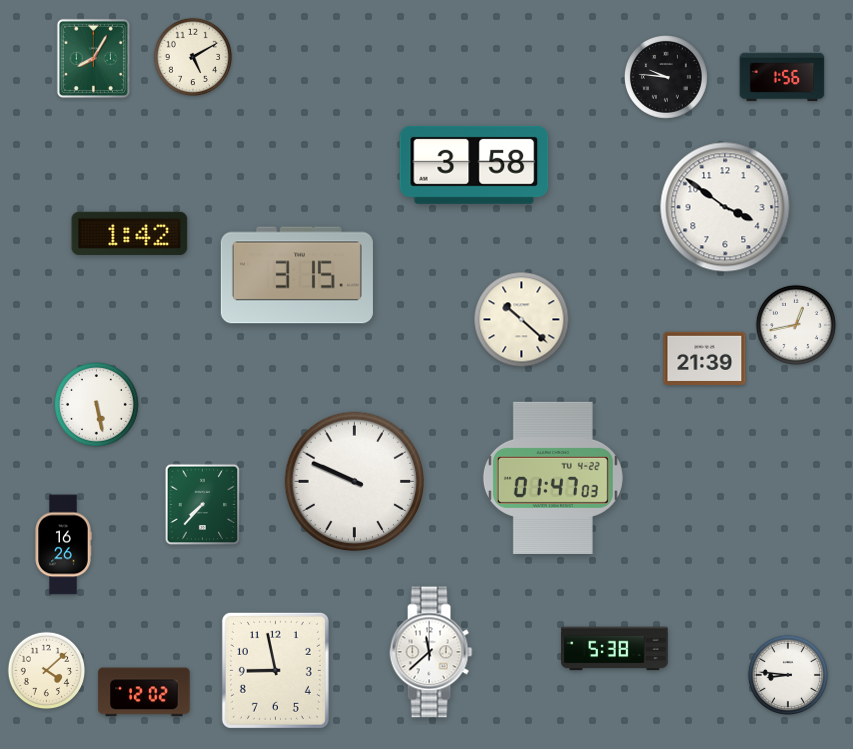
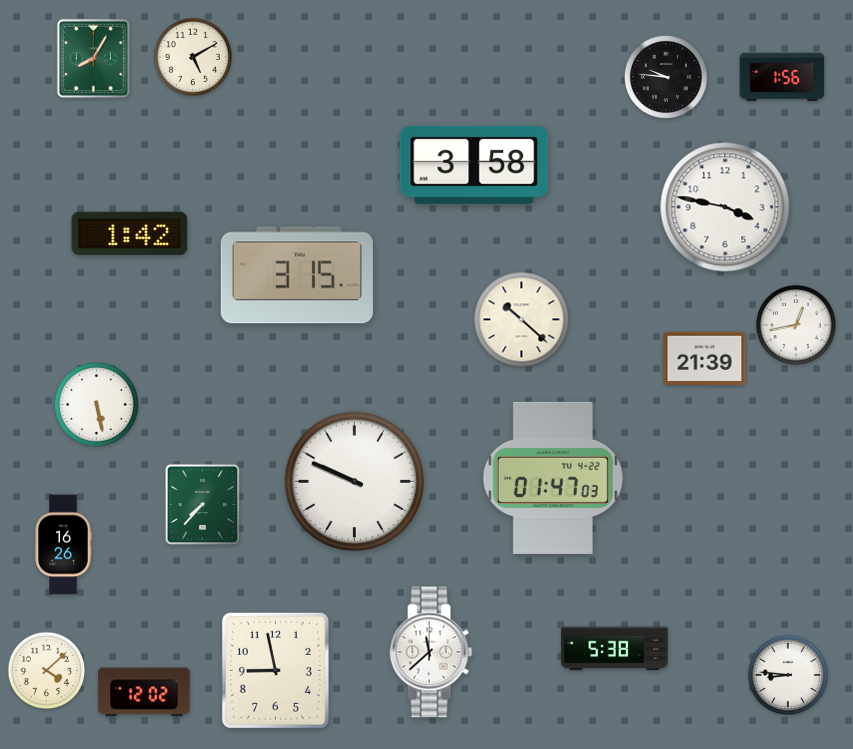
clock at (725, 207): 3:51 -> 3:47
